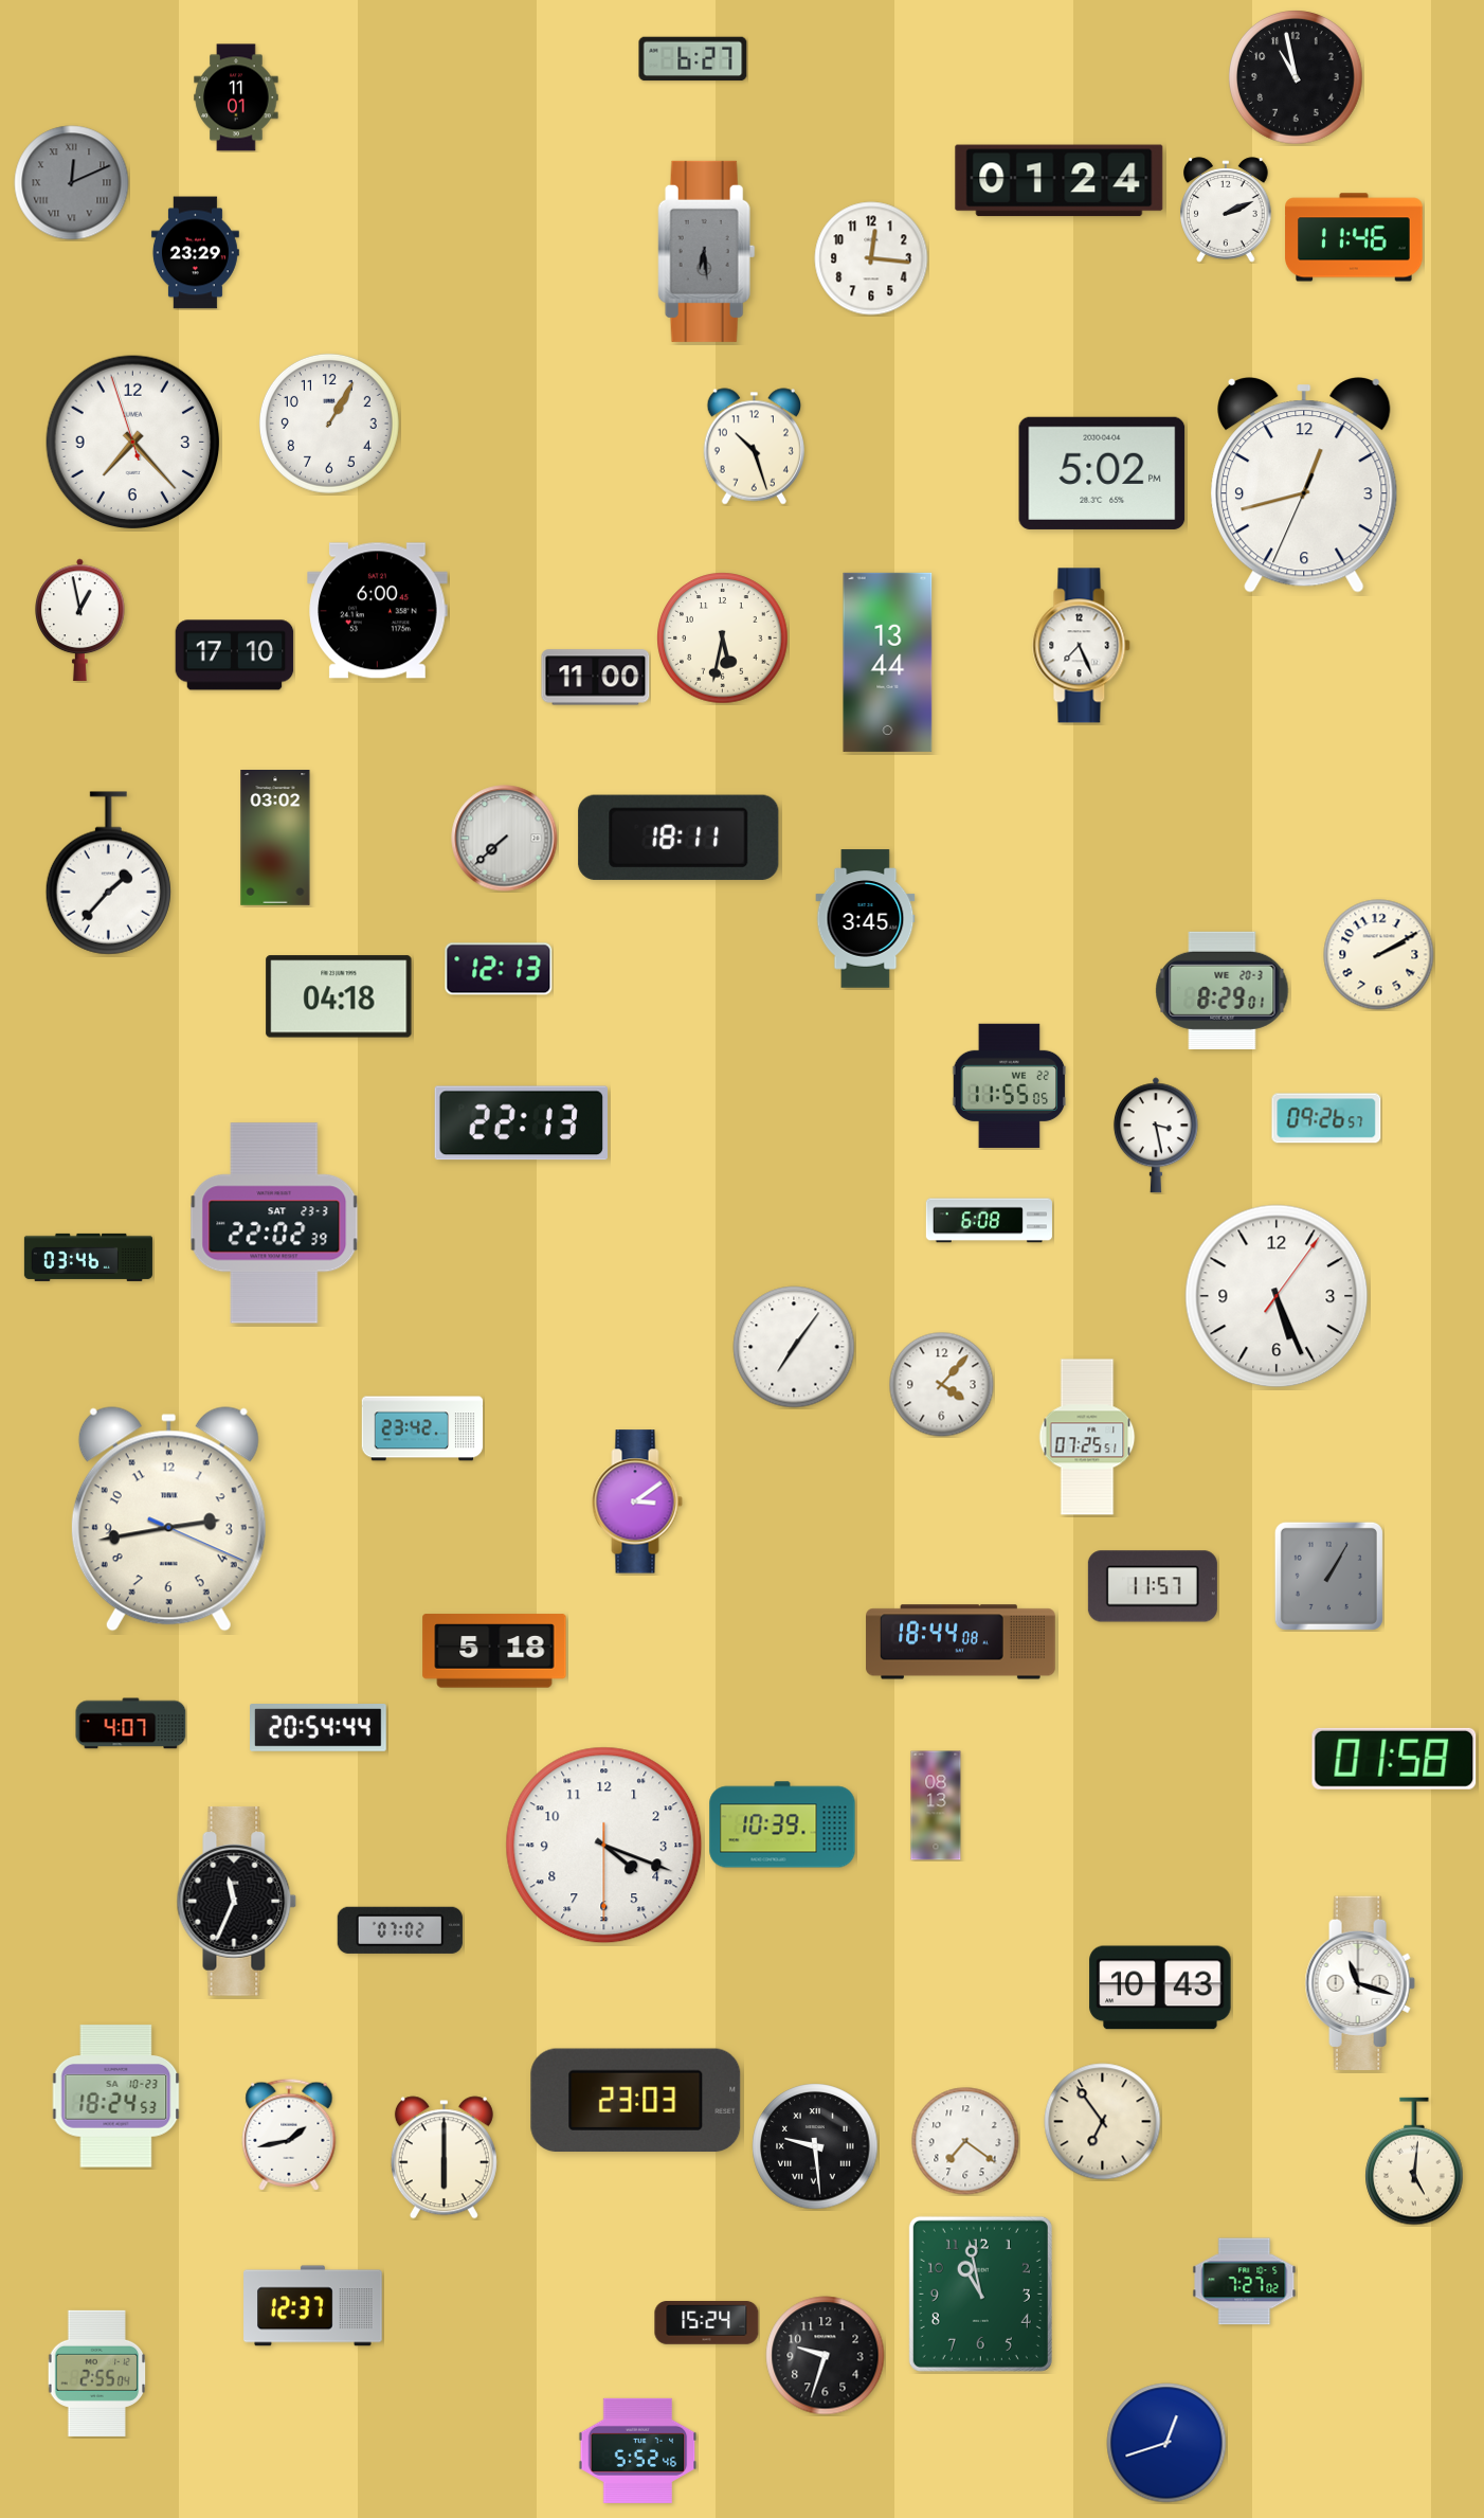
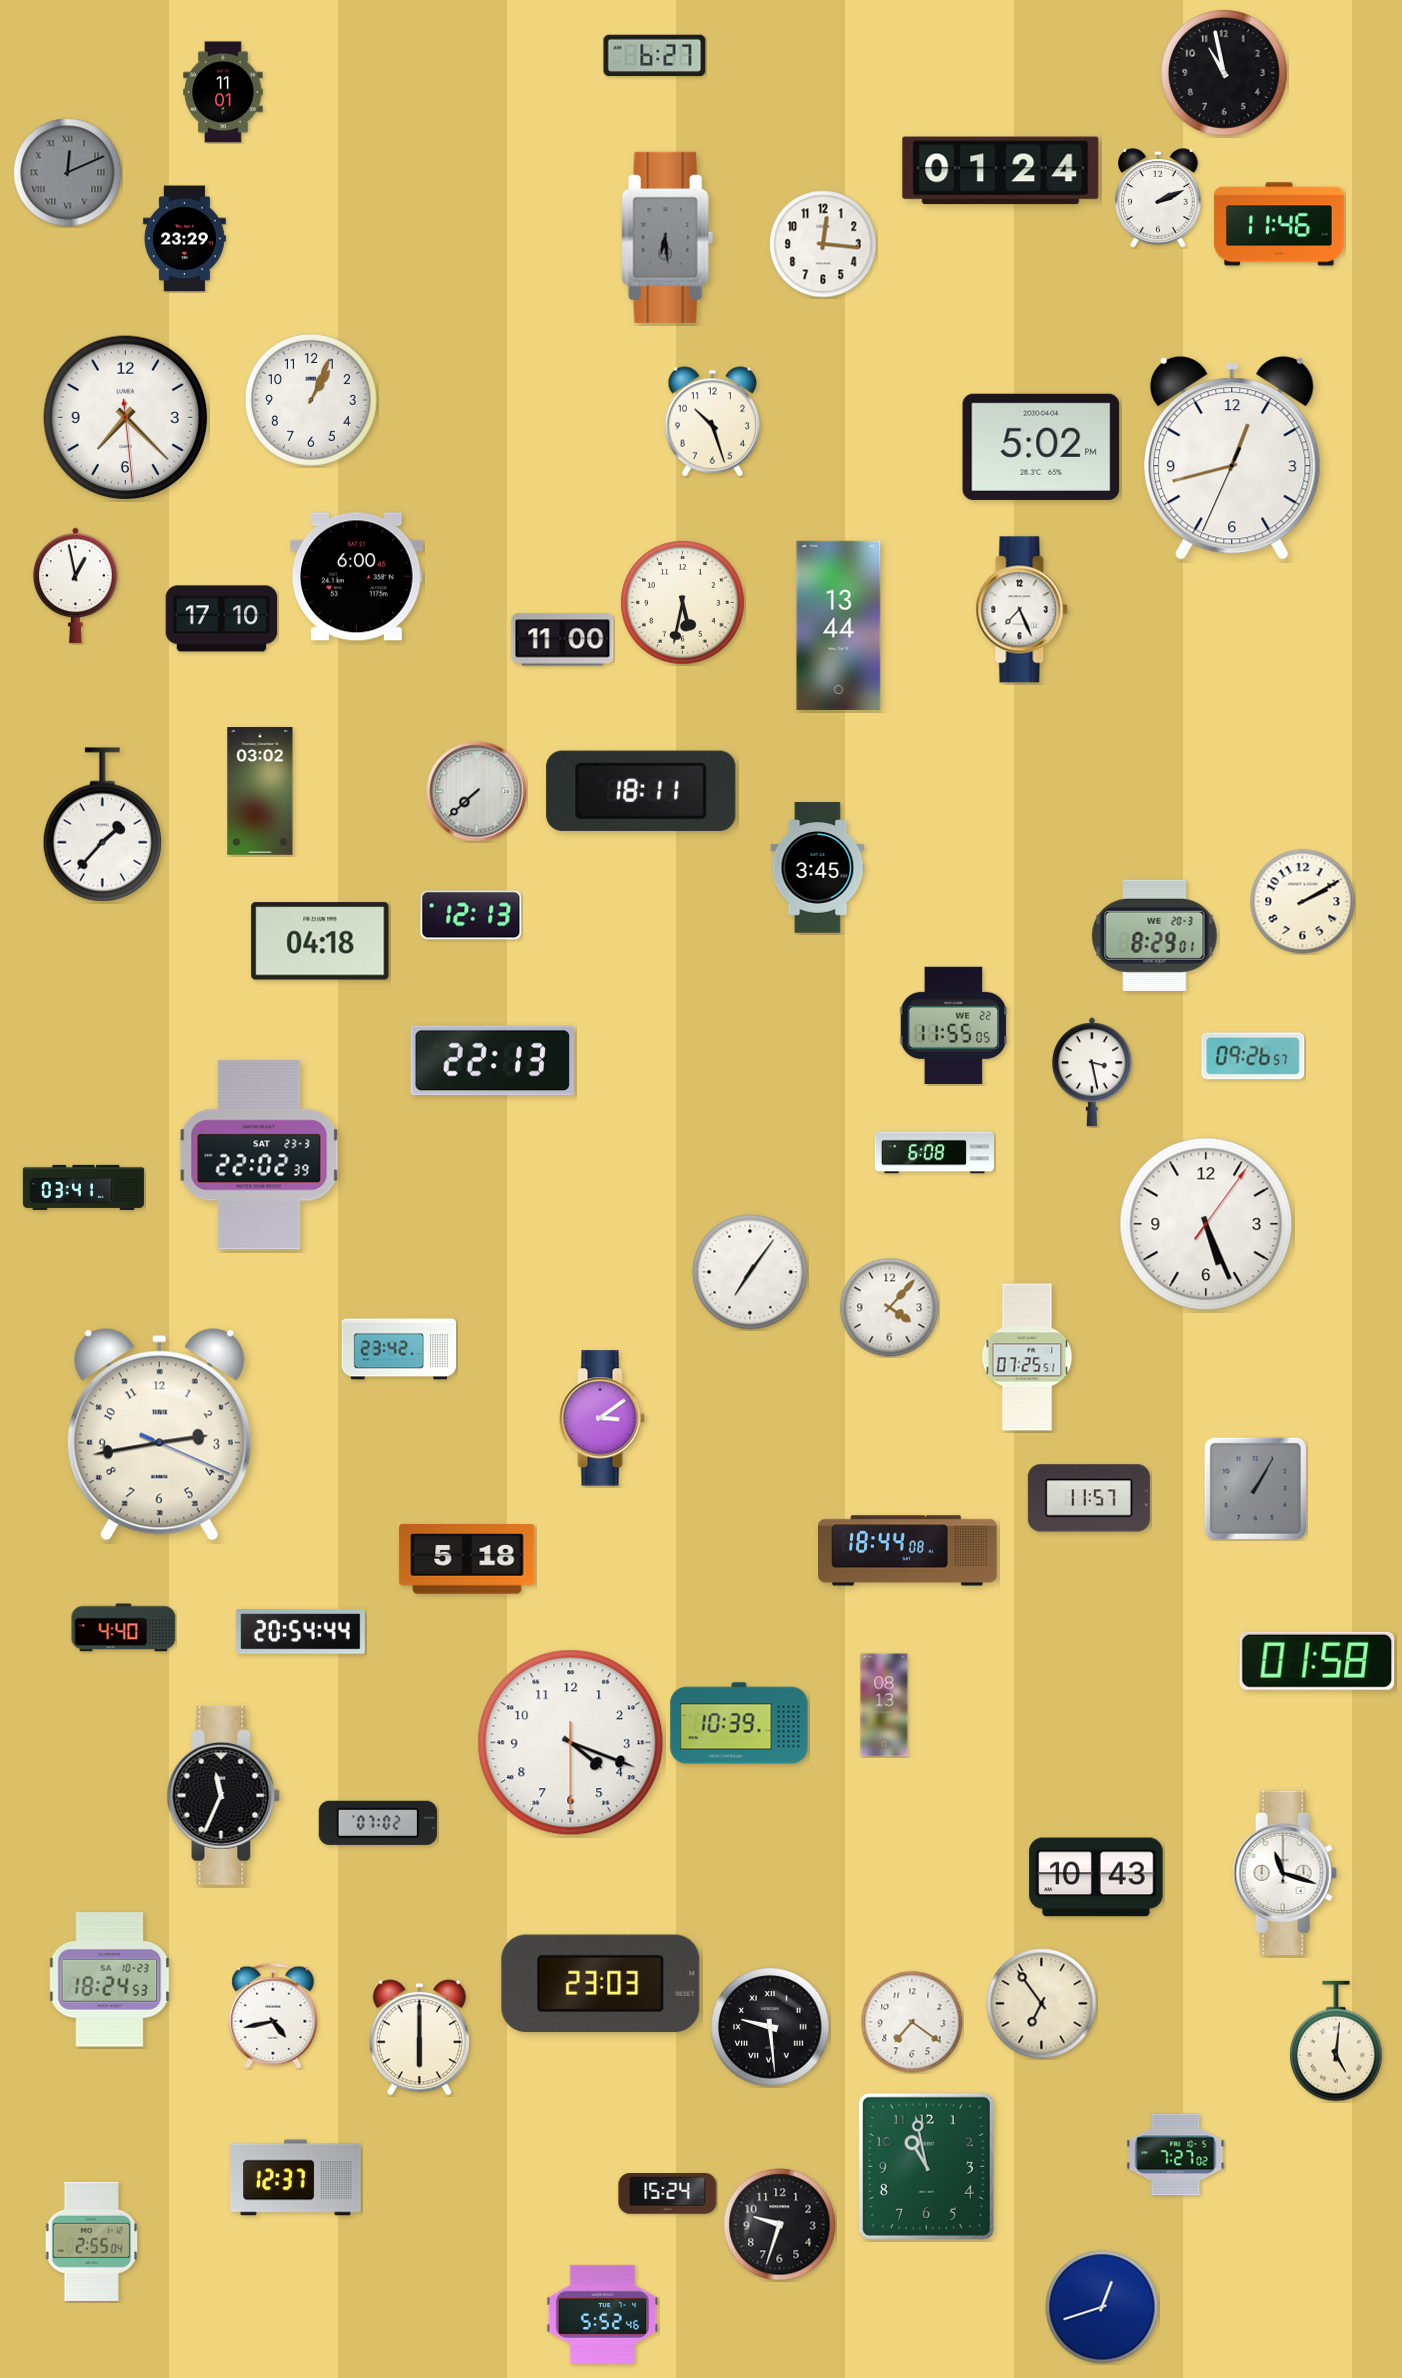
clock at (329, 424): 1:05 -> 1:04
clock at (133, 443): 7:22:57 -> 7:22:29
clock at (88, 1257): 03:46 -> 03:41
clock at (131, 1724): 4:07 -> 4:40
clock at (289, 2135): 1:43 -> 4:43
